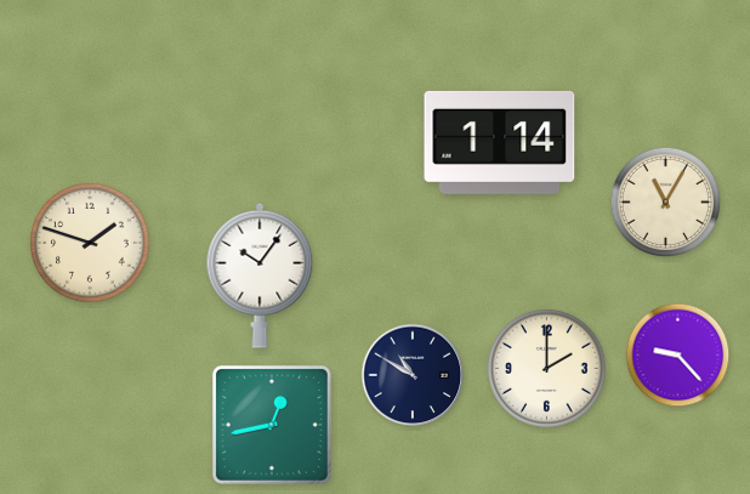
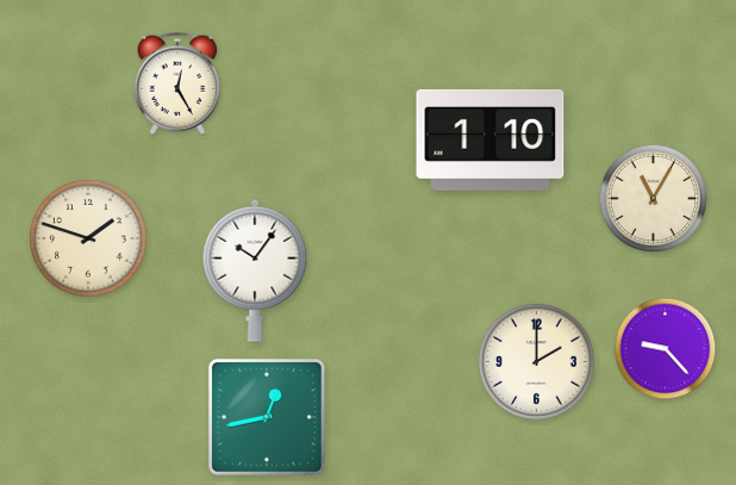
clock at (177, 83): none -> 12:25
clock at (500, 142): 1:14 -> 1:10
clock at (413, 375): 10:50 -> none
